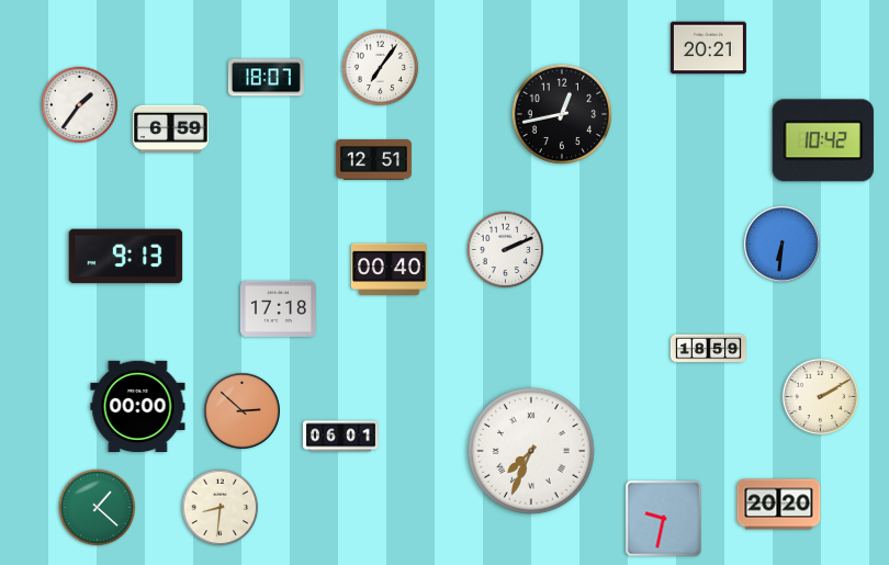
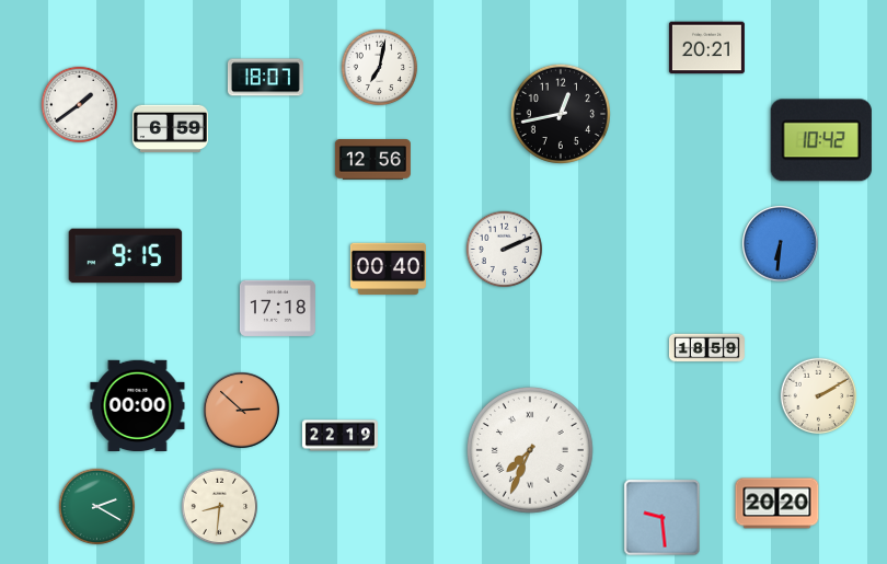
clock at (381, 68): 7:06 -> 7:02
clock at (80, 105): 1:36 -> 1:39
clock at (373, 160): 12:51 -> 12:56
clock at (126, 257): 9:13 -> 9:15
clock at (340, 437): 06:01 -> 22:19
clock at (98, 508): 1:22 -> 2:20
clock at (664, 519): 9:32 -> 9:29
